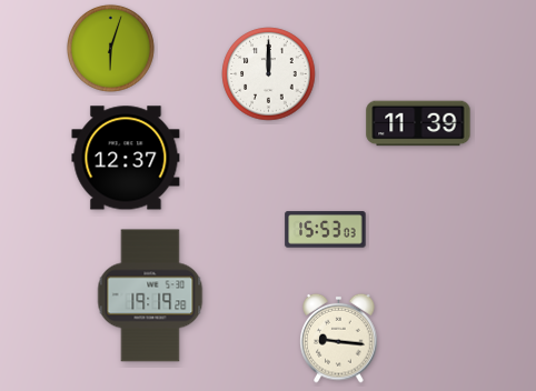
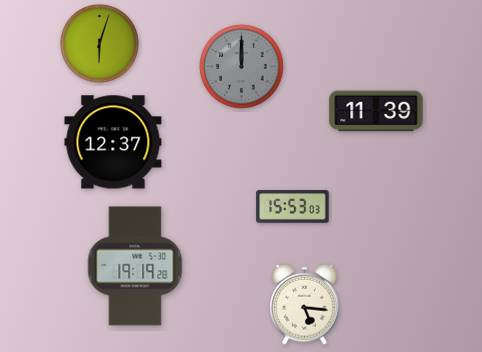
clock at (269, 74) dial: white -> grey
clock at (339, 338): 9:16 -> 5:16
